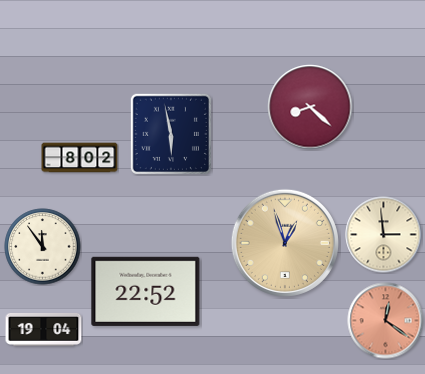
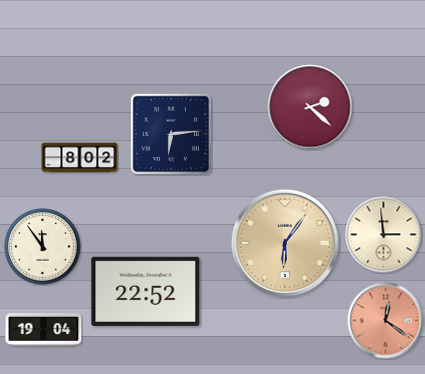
clock at (310, 107): 8:22 -> 2:22
clock at (170, 133): 5:58 -> 6:14
clock at (285, 243): 12:57 -> 6:06
